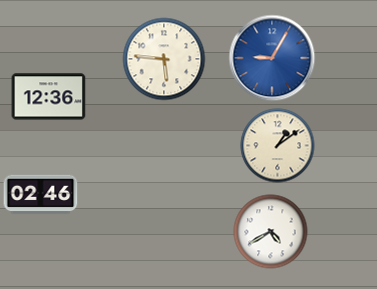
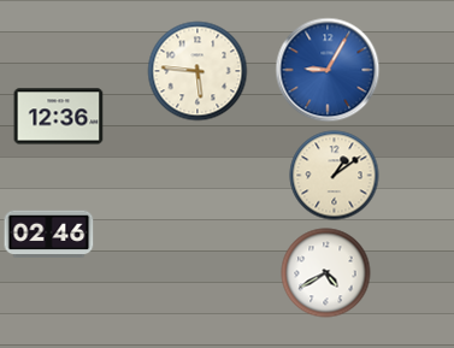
clock at (271, 232) position: (271, 232) -> (326, 273)
